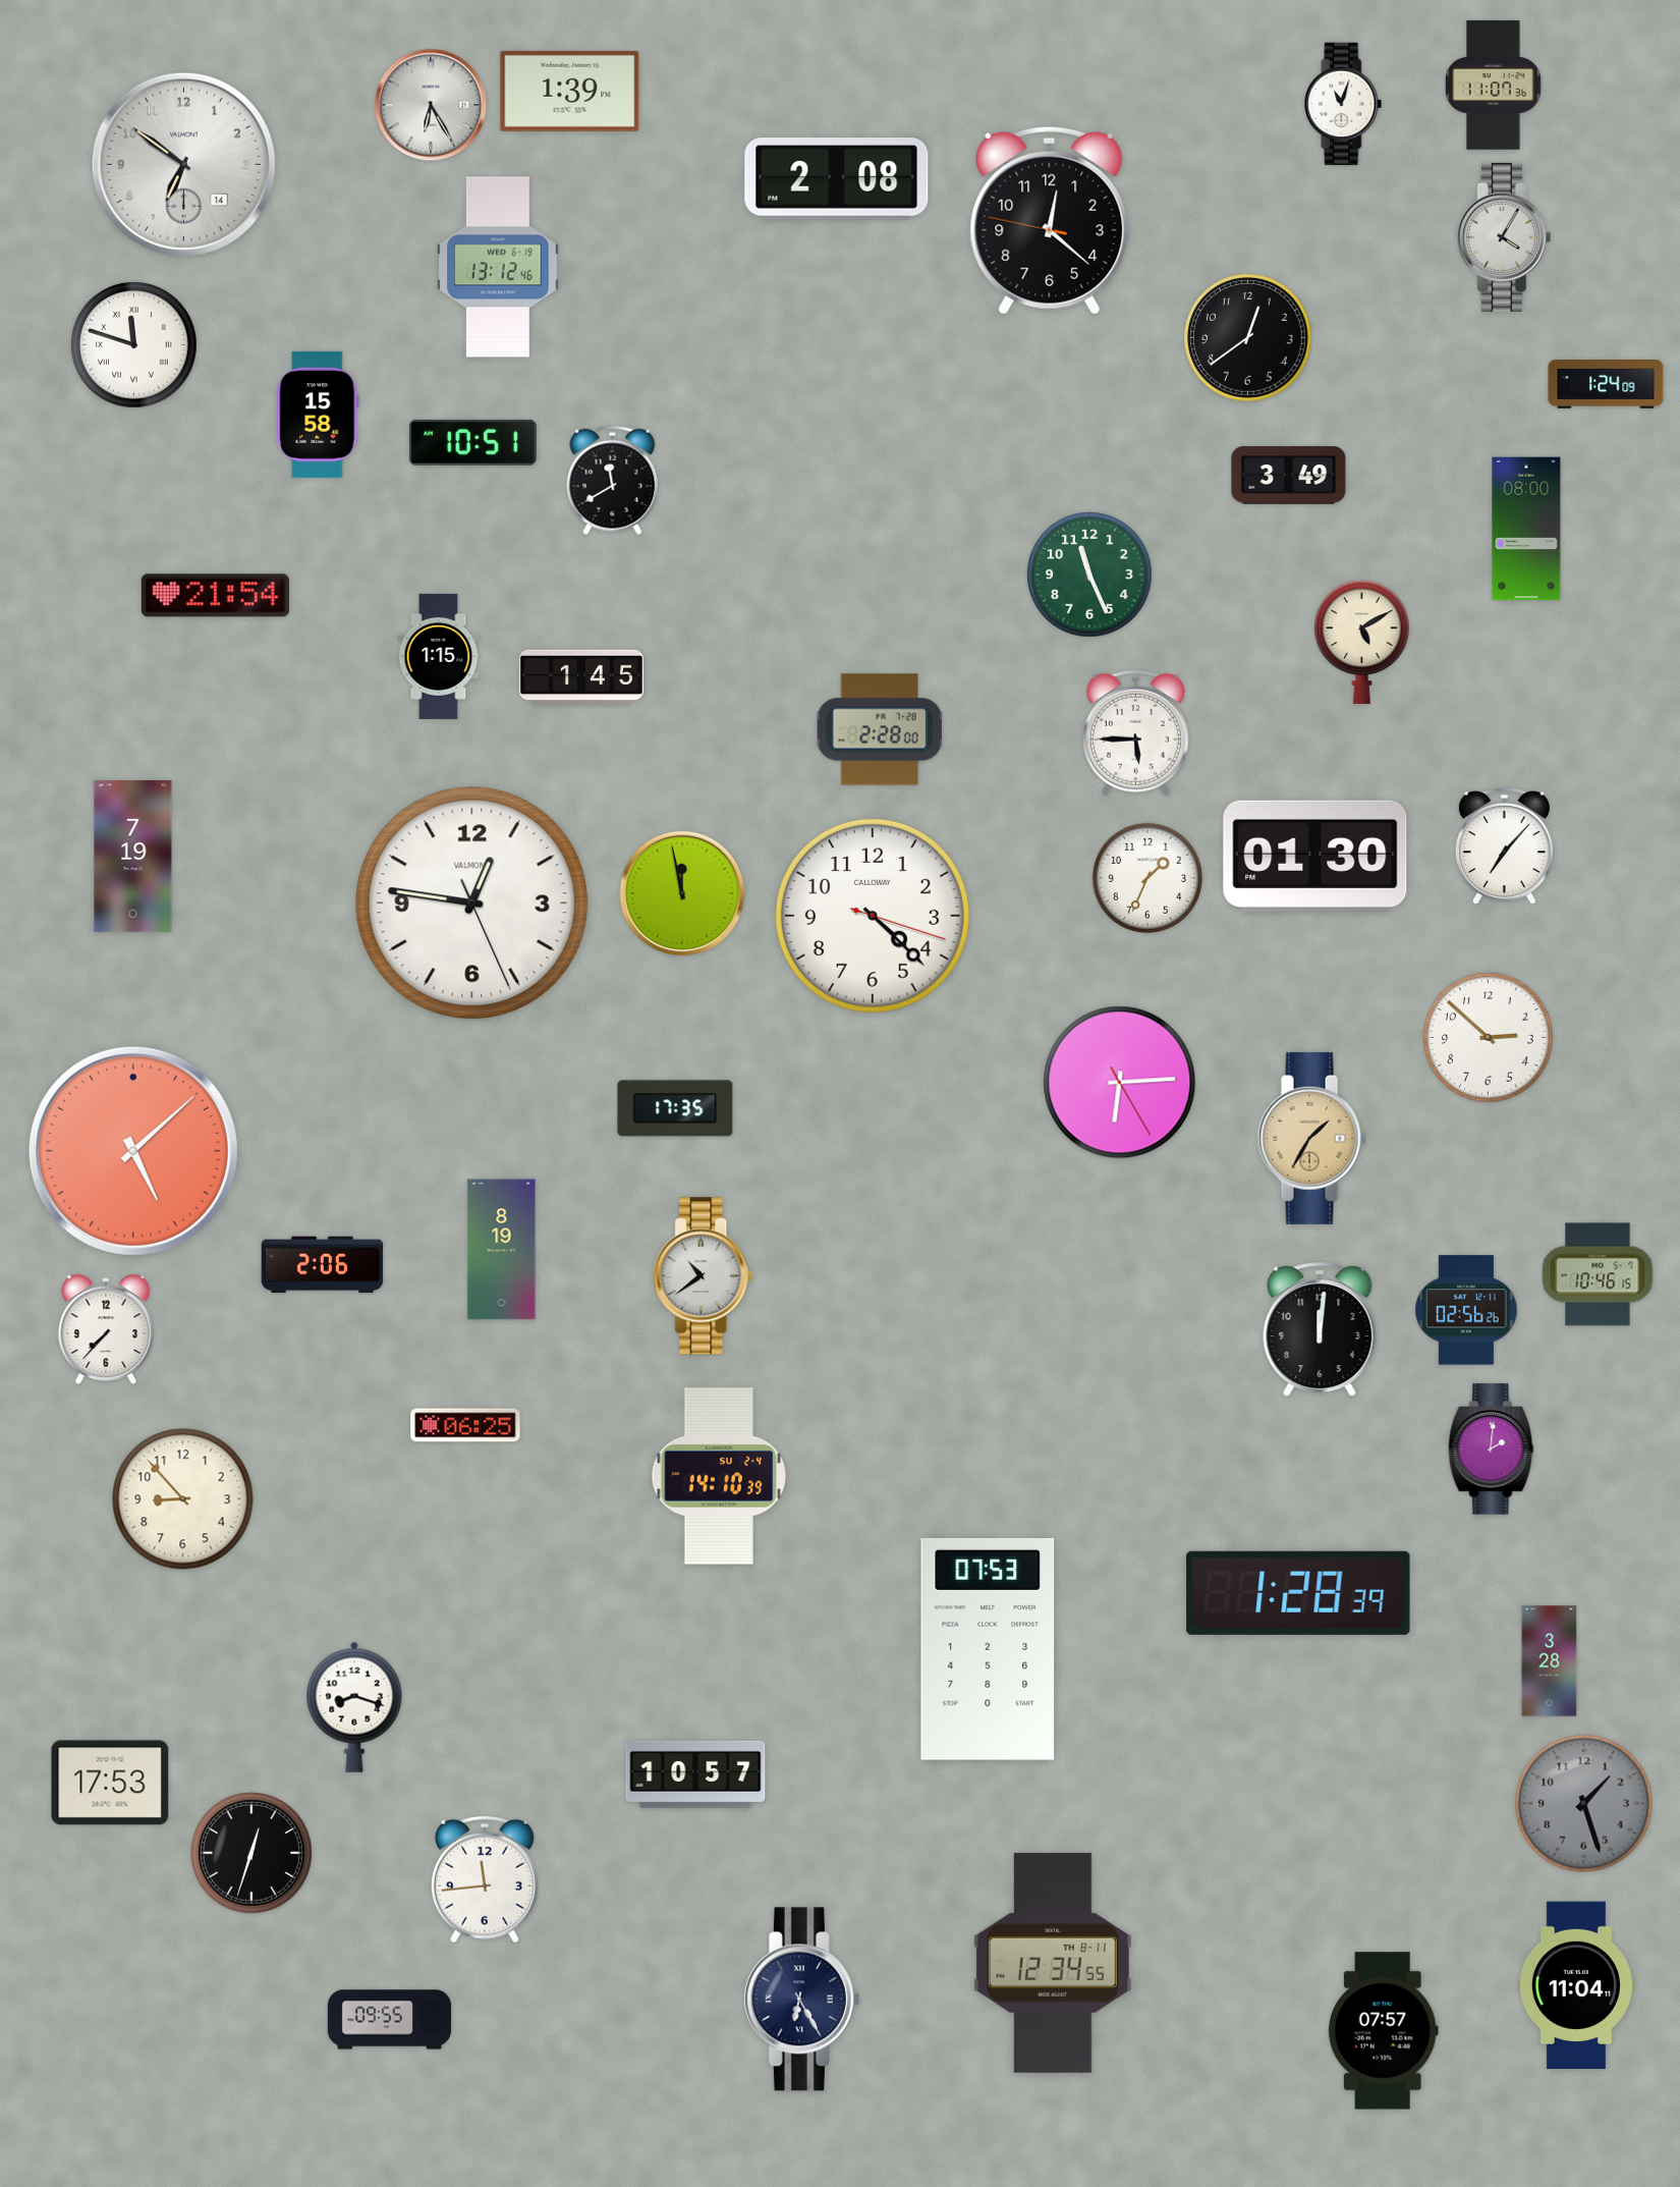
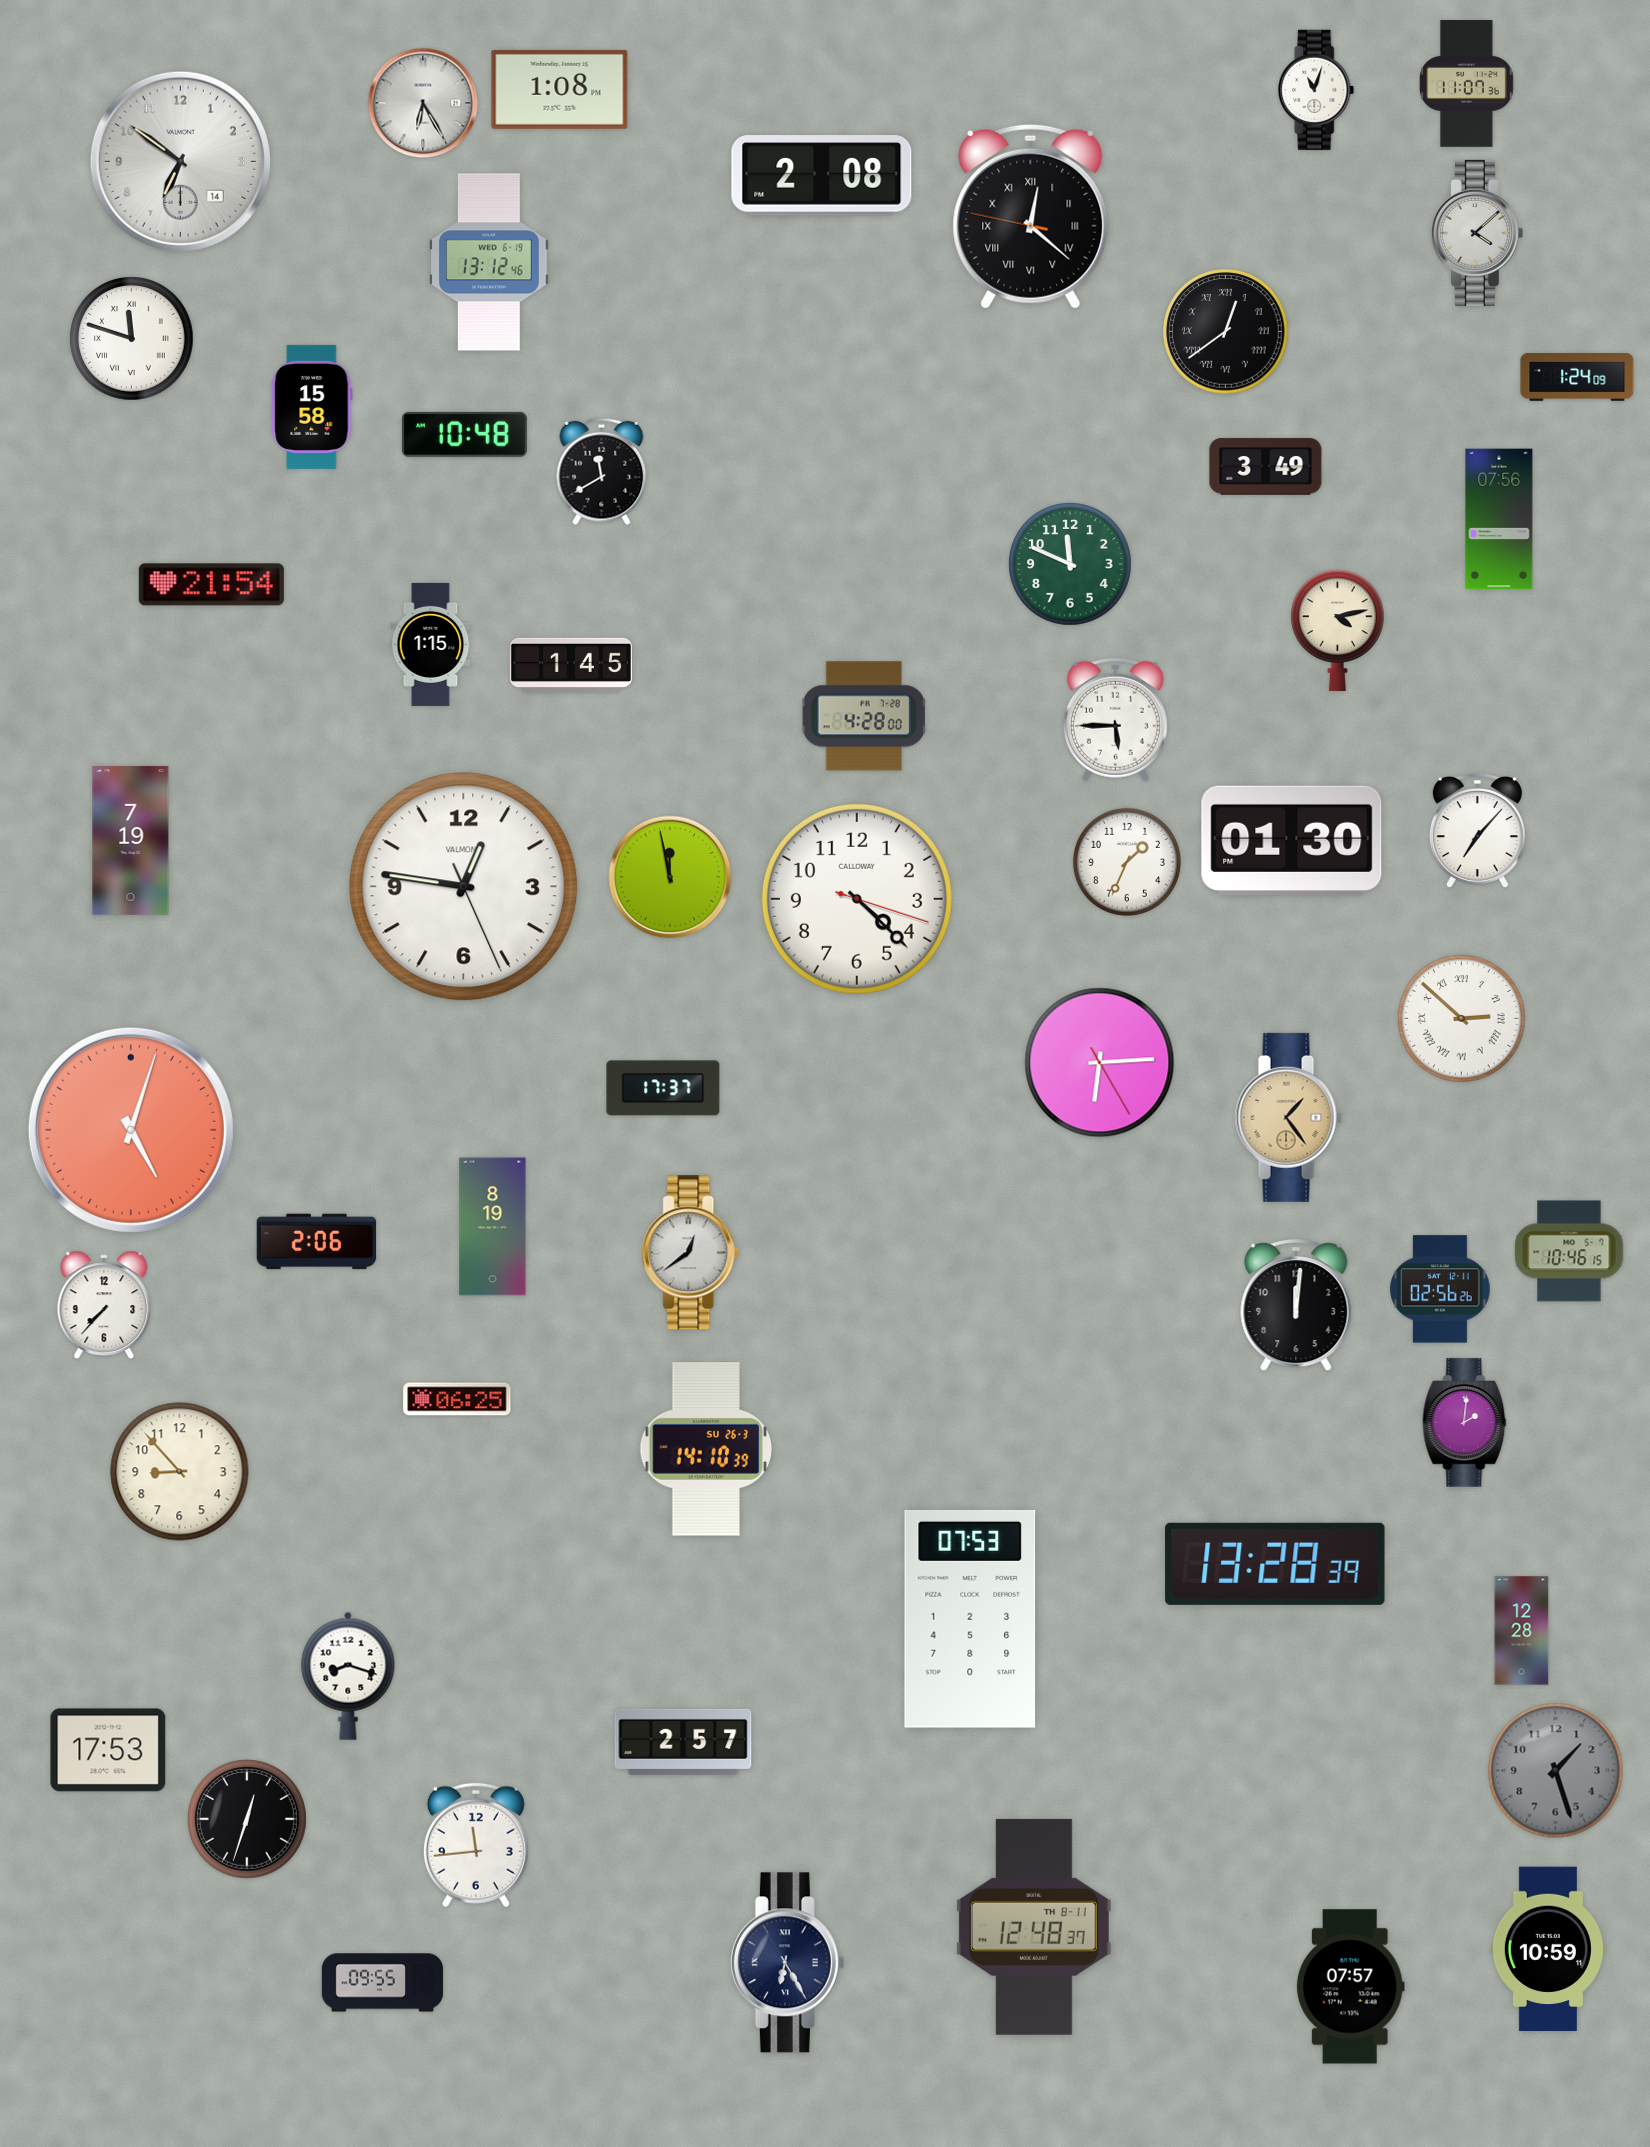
clock at (570, 91): 1:39 -> 1:08
clock at (1343, 104) position: (1343, 104) -> (1316, 90)
clock at (1050, 220) numerals: Arabic -> Roman
clock at (1504, 237): 4:05 -> 4:08
clock at (1248, 338) numerals: Arabic -> Roman
clock at (472, 442): 10:51 -> 10:48
clock at (1526, 529): 08:00 -> 07:56
clock at (1090, 576): 11:26 -> 11:49
clock at (1361, 642): 5:10 -> 4:13
clock at (880, 729): 2:28 -> 4:28
clock at (1489, 1038) numerals: Arabic -> Roman
clock at (675, 1108): 17:35 -> 17:37
clock at (1311, 1138): 1:35 -> 1:24
clock at (133, 1151): 5:08 -> 5:03
clock at (704, 1276): 10:39 -> 12:39
clock at (1466, 1310) position: (1466, 1310) -> (1440, 1289)
clock at (719, 1476) date: SU 2-4 -> SU 26-3
clock at (1298, 1593): 1:28 -> 13:28
clock at (1550, 1661): 3:28 -> 12:28
clock at (695, 1774): 10:57 -> 2:57
clock at (1053, 1963): 12:34 -> 12:48
clock at (1576, 1985): 11:04 -> 10:59
clock at (1383, 2031) position: (1383, 2031) -> (1350, 1987)
